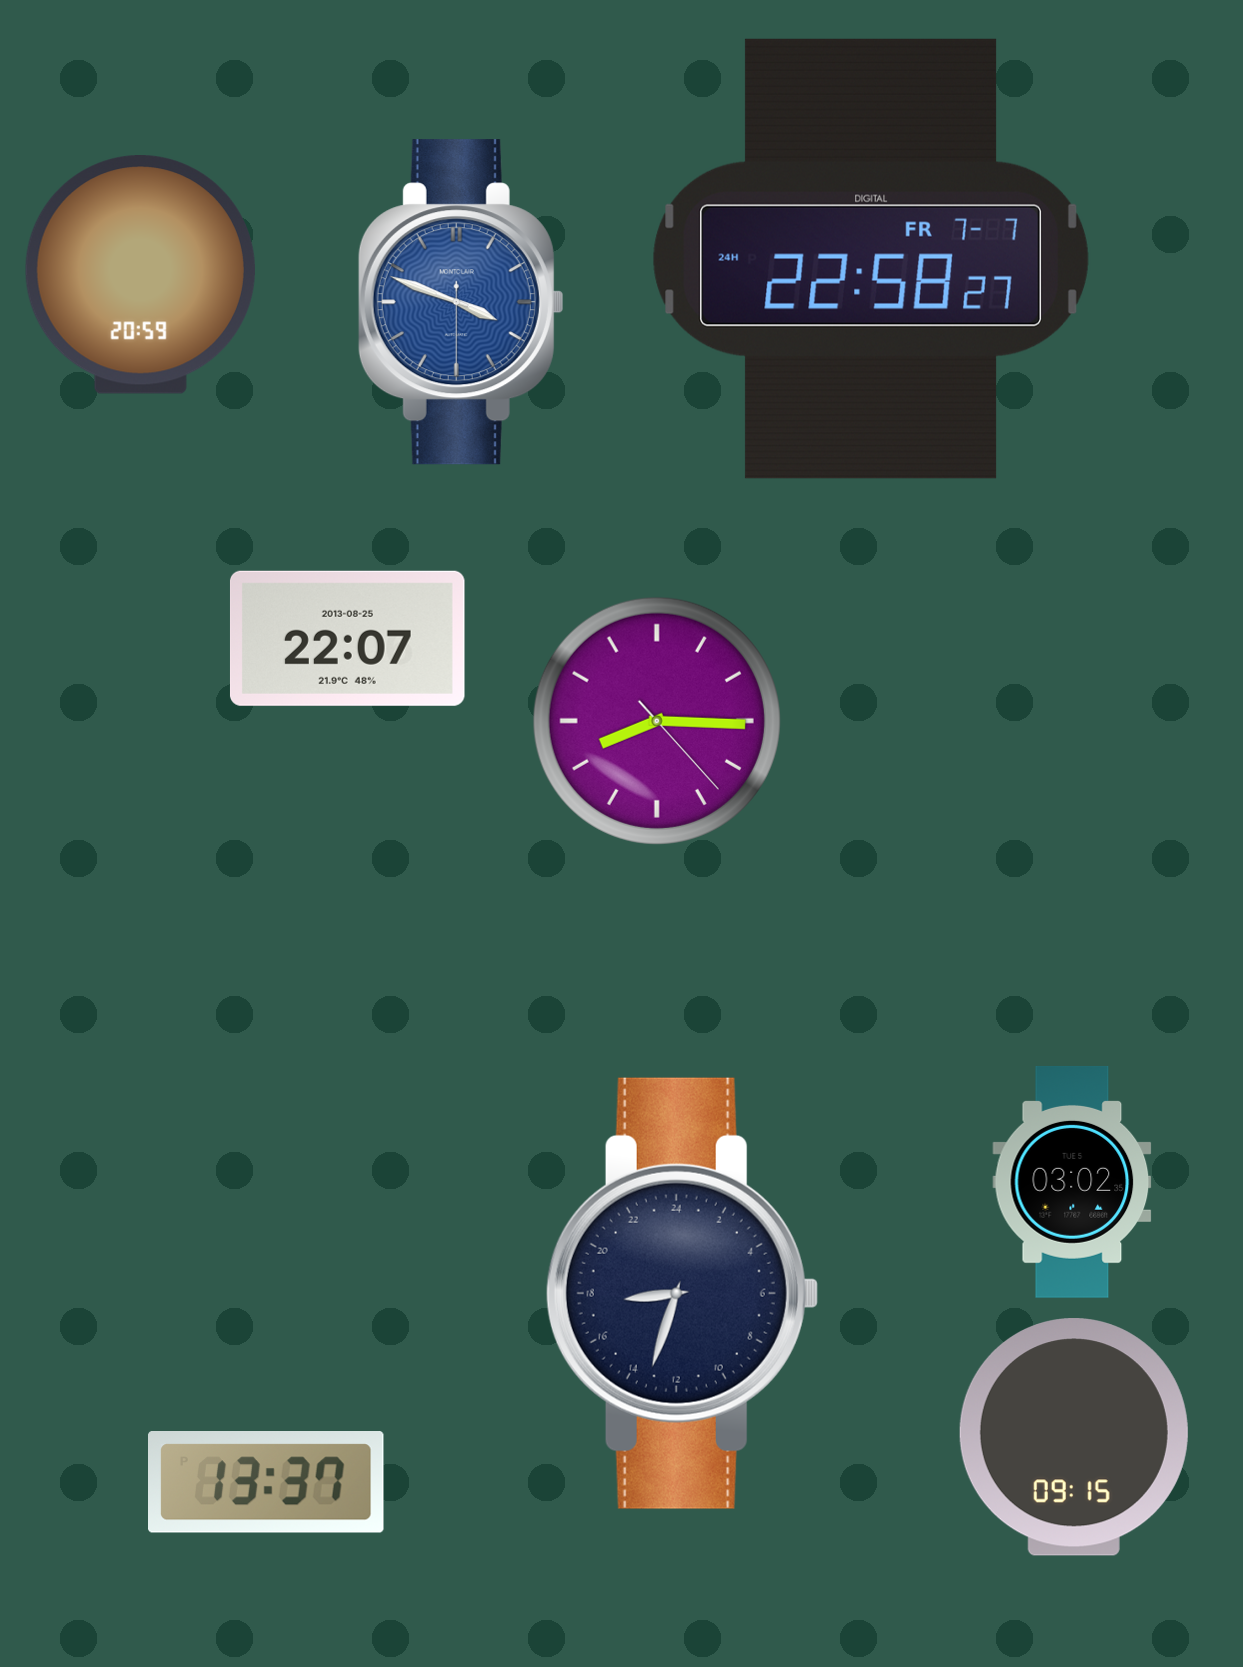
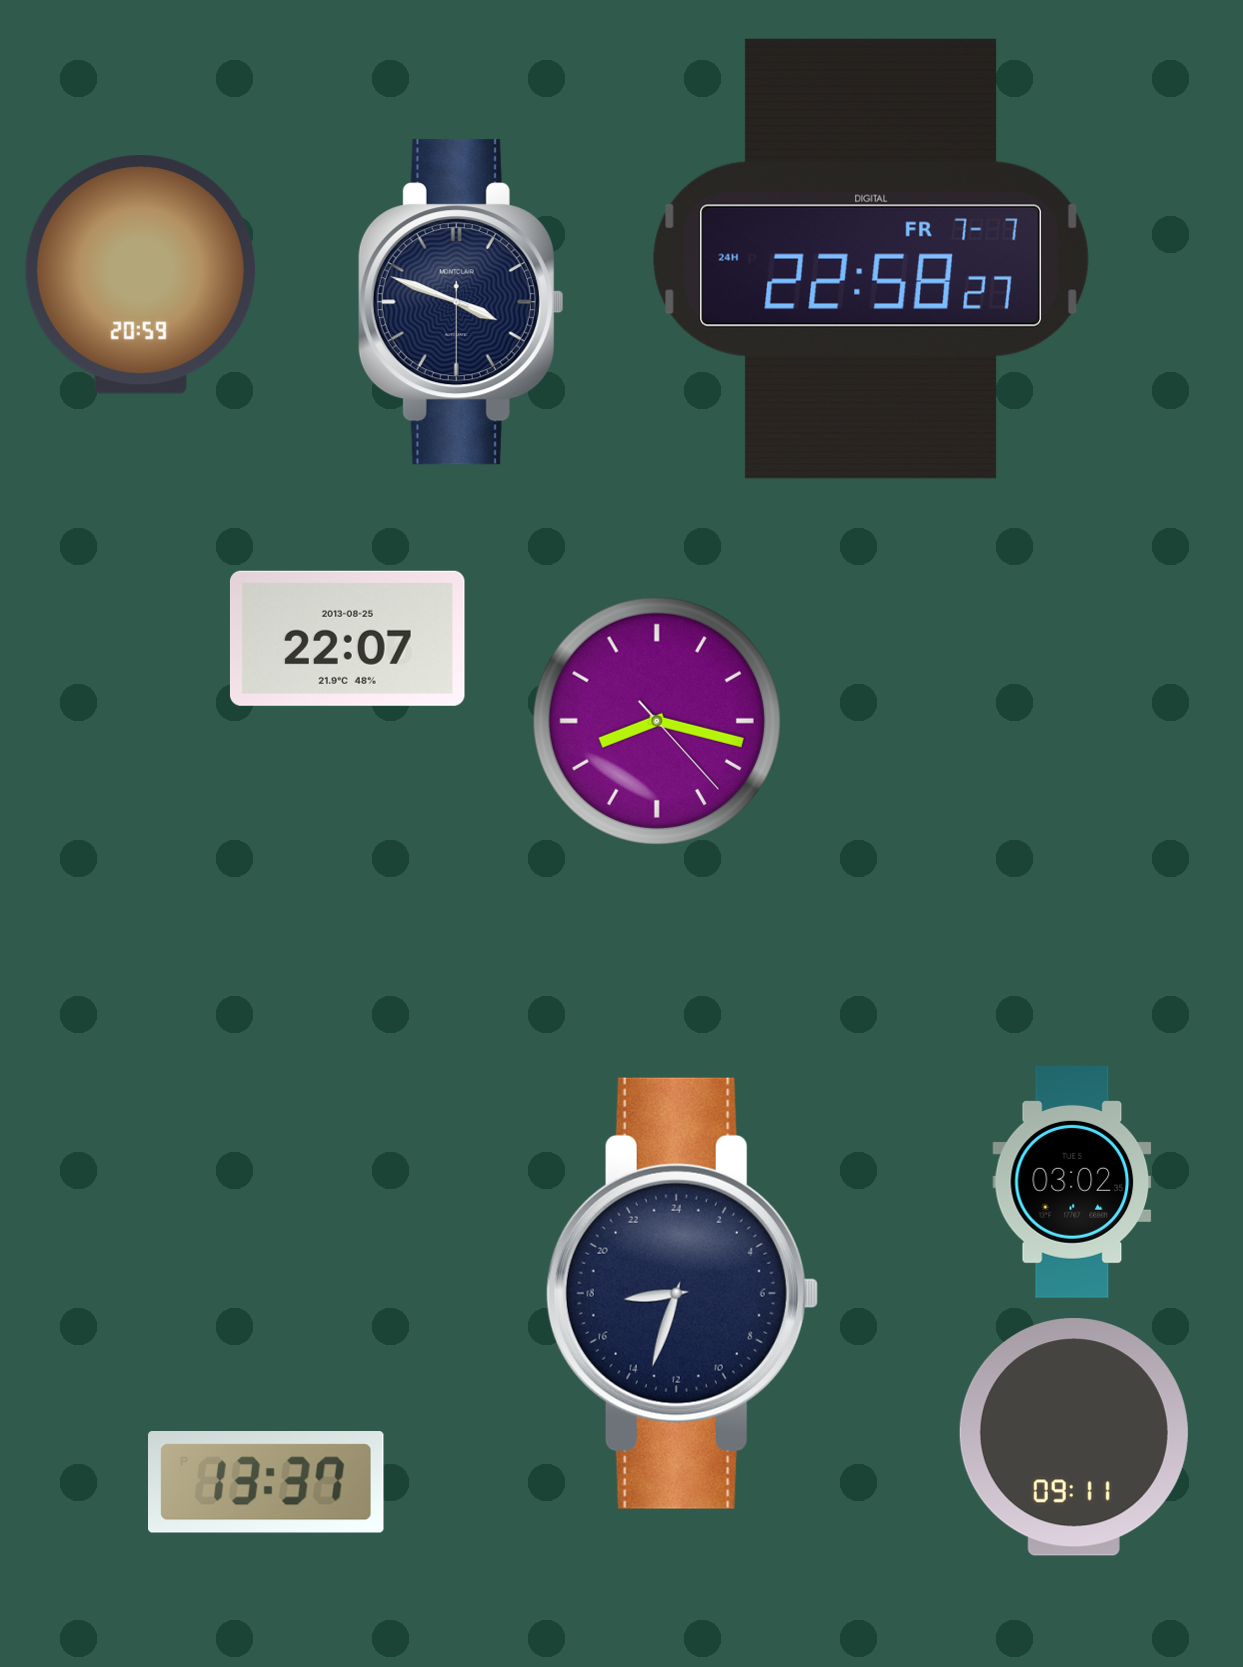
clock at (461, 302) dial: blue -> navy
clock at (657, 721): 8:15 -> 8:17
clock at (1074, 1437): 09:15 -> 09:11
